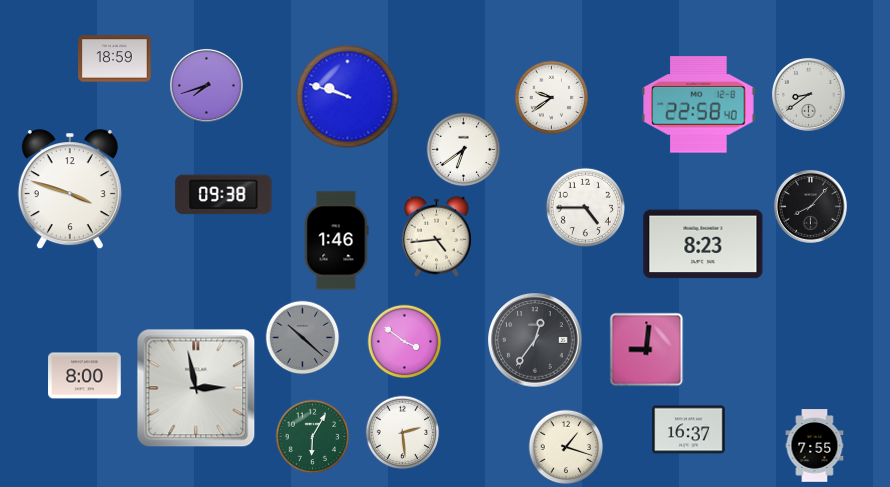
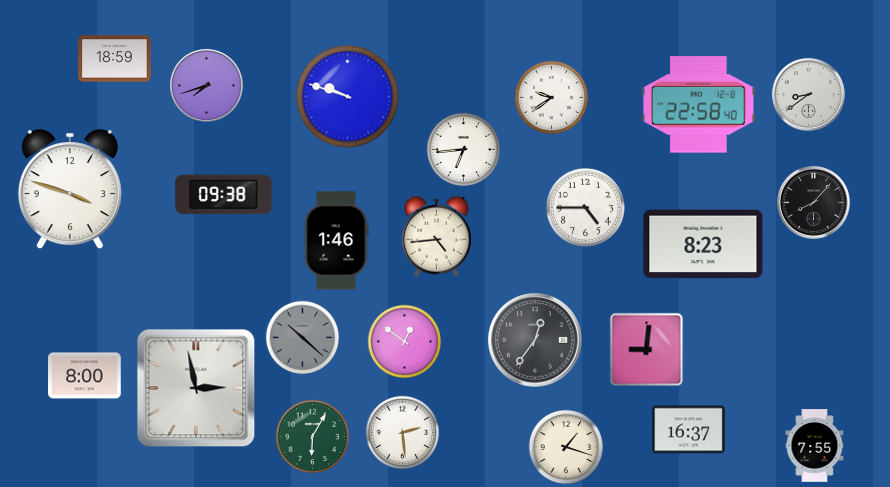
clock at (464, 150): 6:39 -> 6:44
clock at (810, 206) position: (810, 206) -> (813, 202)
clock at (405, 342): 3:51 -> 12:51
